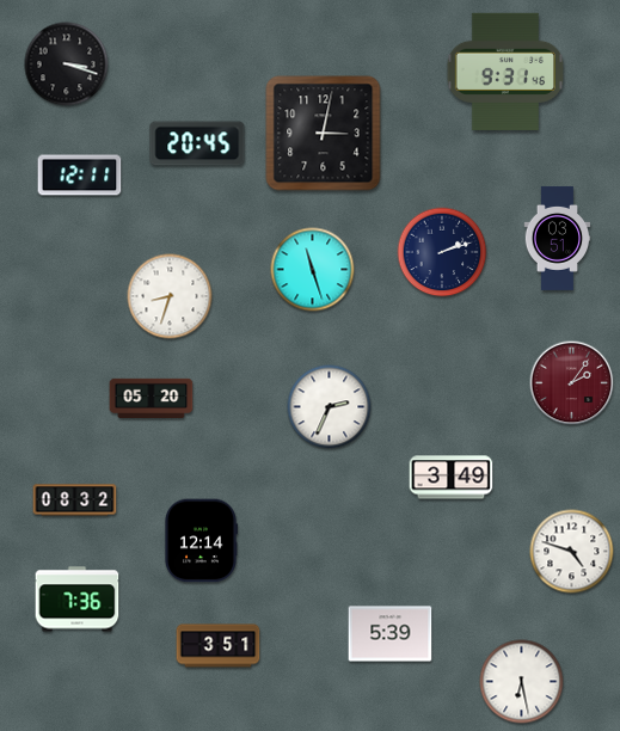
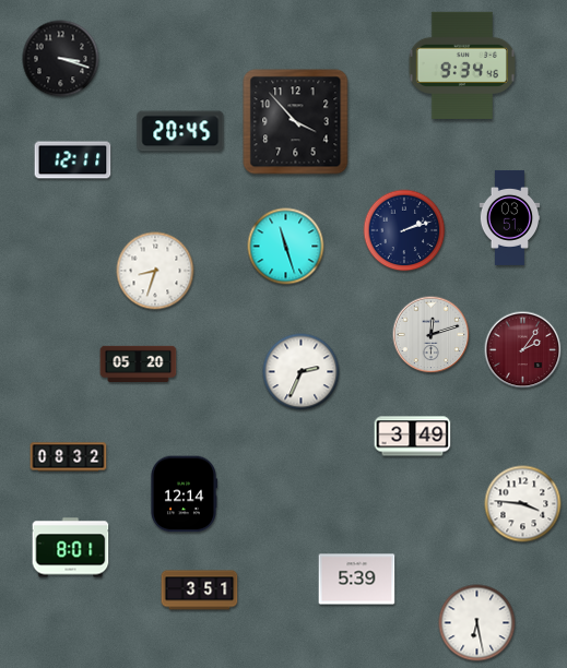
clock at (504, 70): 9:31 -> 9:34
clock at (324, 134): 3:02 -> 3:53
clock at (432, 335): none -> 12:12
clock at (572, 552): 4:48 -> 3:46
clock at (78, 600): 7:36 -> 8:01
